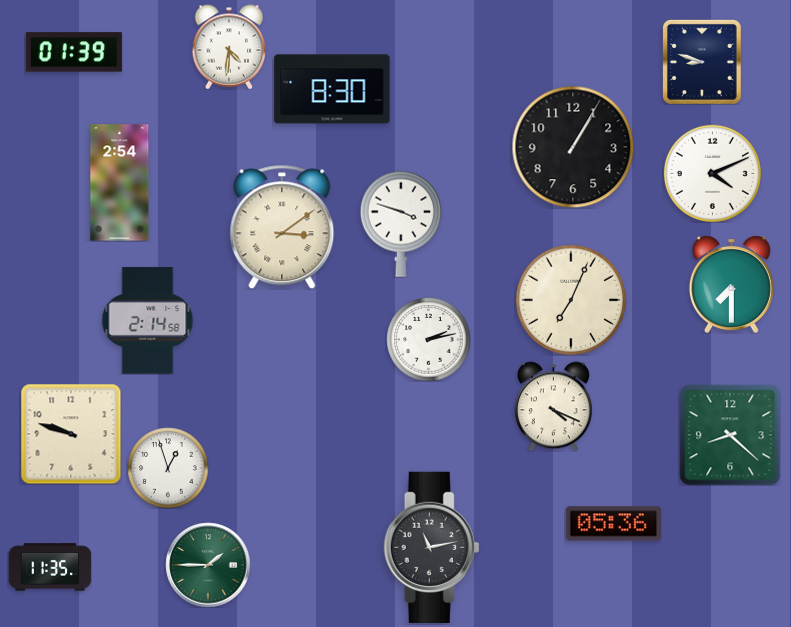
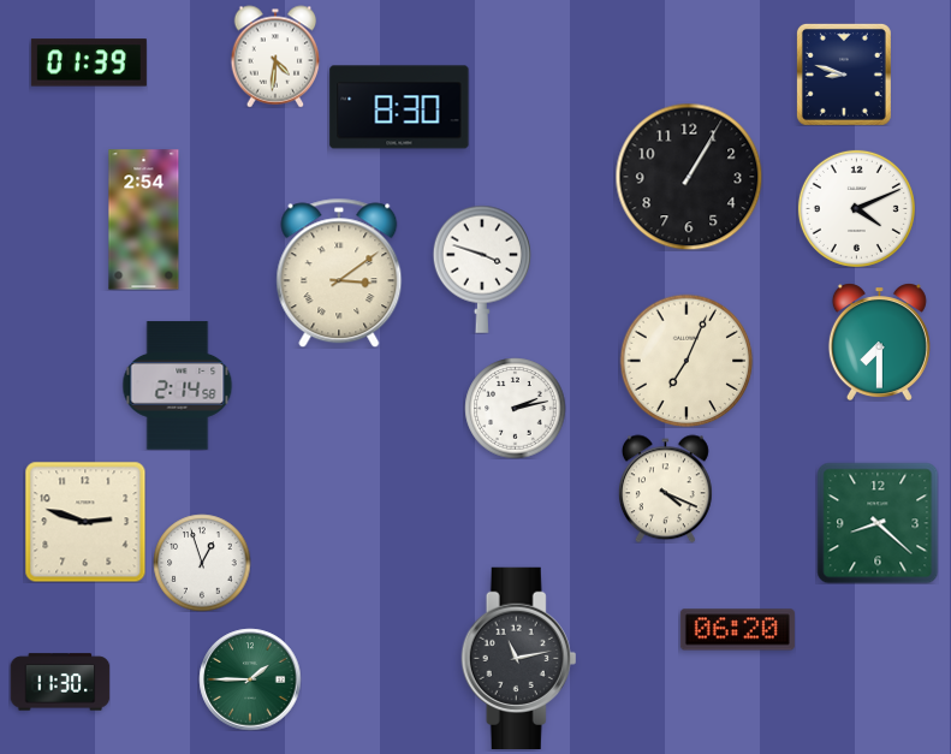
clock at (71, 434): 9:48 -> 2:48
clock at (613, 524): 05:36 -> 06:20
clock at (50, 567): 11:35 -> 11:30
